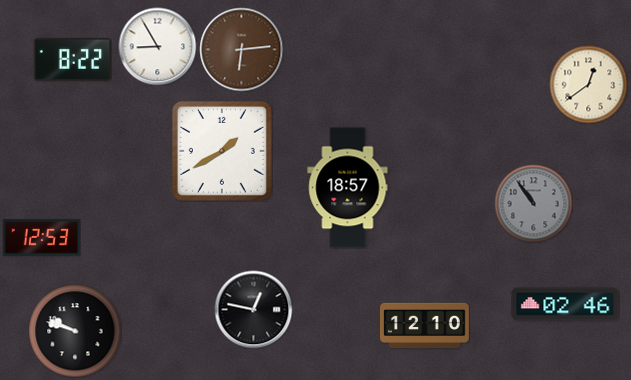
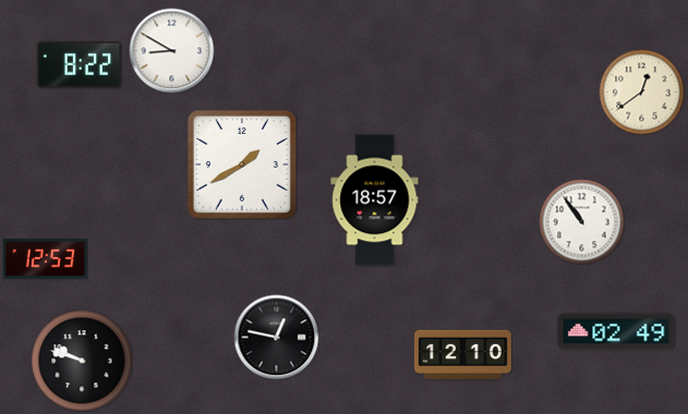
clock at (157, 46): 8:55 -> 8:50
clock at (241, 49): 6:14 -> none
clock at (348, 188) position: (348, 188) -> (375, 200)
clock at (533, 203) dial: grey -> white
clock at (565, 304): 02:46 -> 02:49
